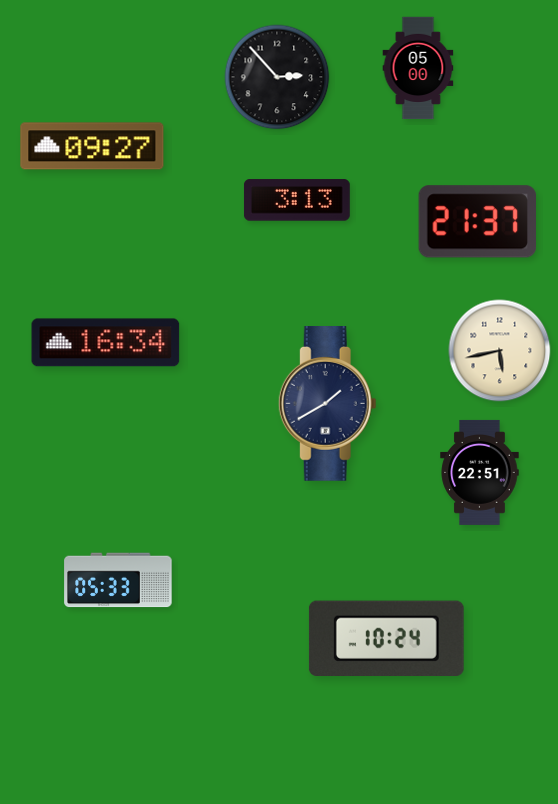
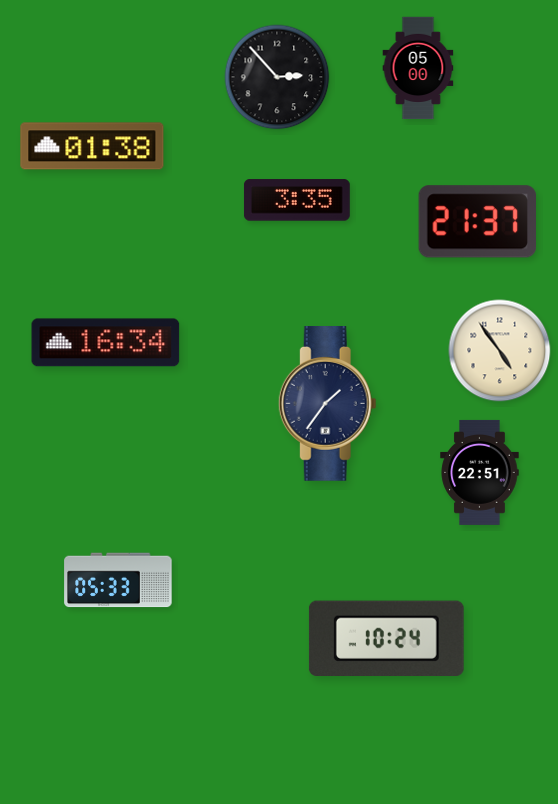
clock at (92, 146): 09:27 -> 01:38
clock at (297, 200): 3:13 -> 3:35
clock at (500, 351): 5:43 -> 4:54
clock at (327, 404): 1:40 -> 1:36
